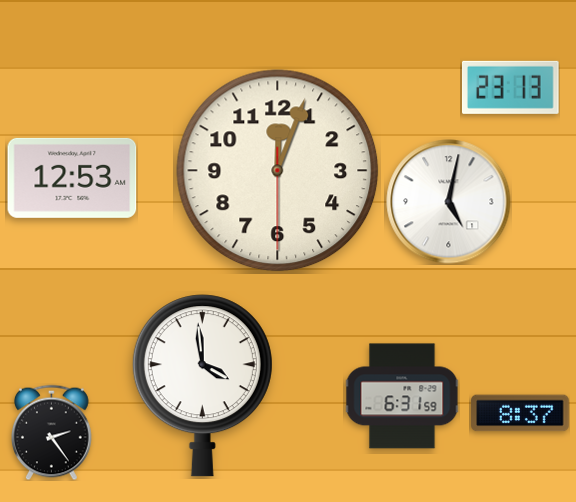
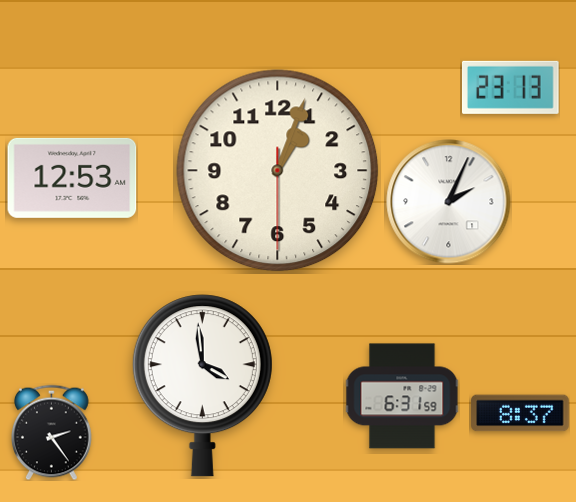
clock at (278, 171): 12:03 -> 1:03
clock at (449, 202): 5:02 -> 2:04
